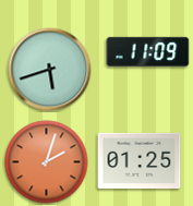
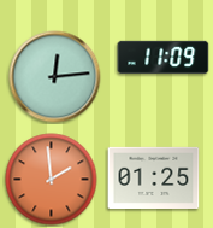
clock at (50, 70): 5:42 -> 12:14
clock at (47, 162): 2:03 -> 1:59
